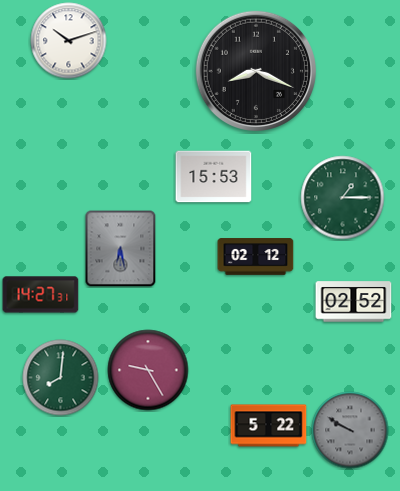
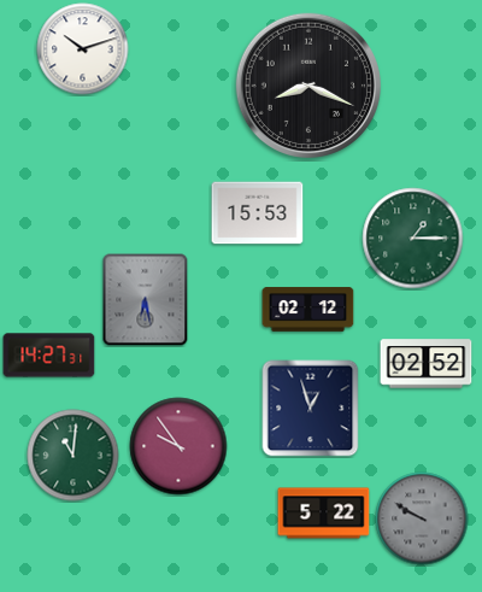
clock at (311, 409): none -> 12:57
clock at (148, 370): 9:25 -> 9:54
clock at (61, 378): 8:01 -> 11:01
